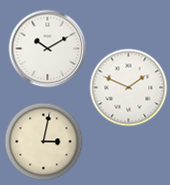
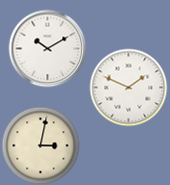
clock at (43, 141) position: (43, 141) -> (40, 145)
